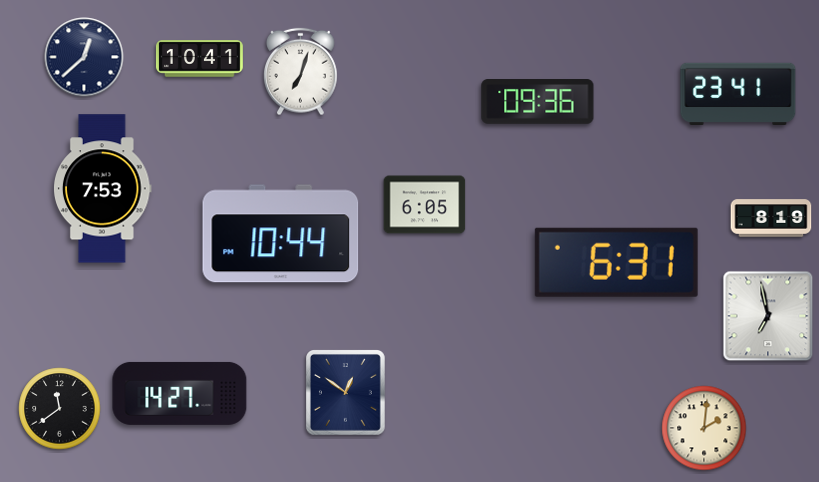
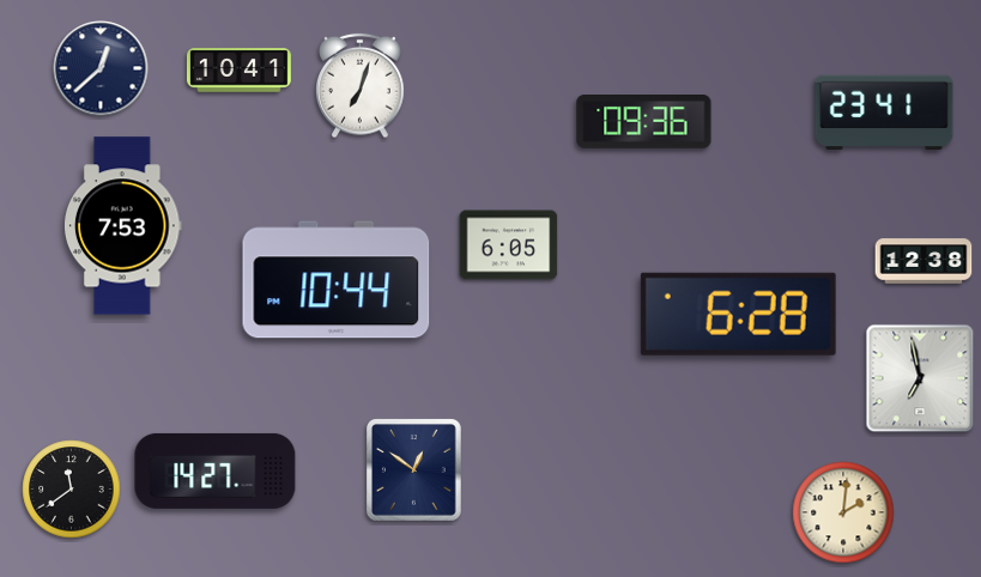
clock at (771, 218): 8:19 -> 12:38
clock at (616, 262): 6:31 -> 6:28
